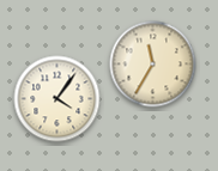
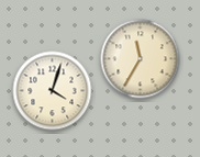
clock at (57, 99): 4:06 -> 4:03
